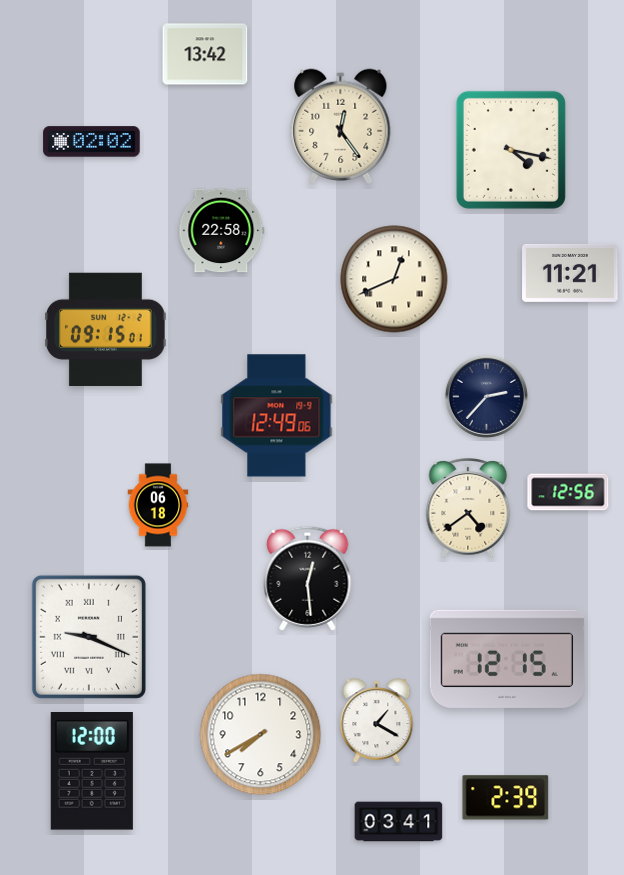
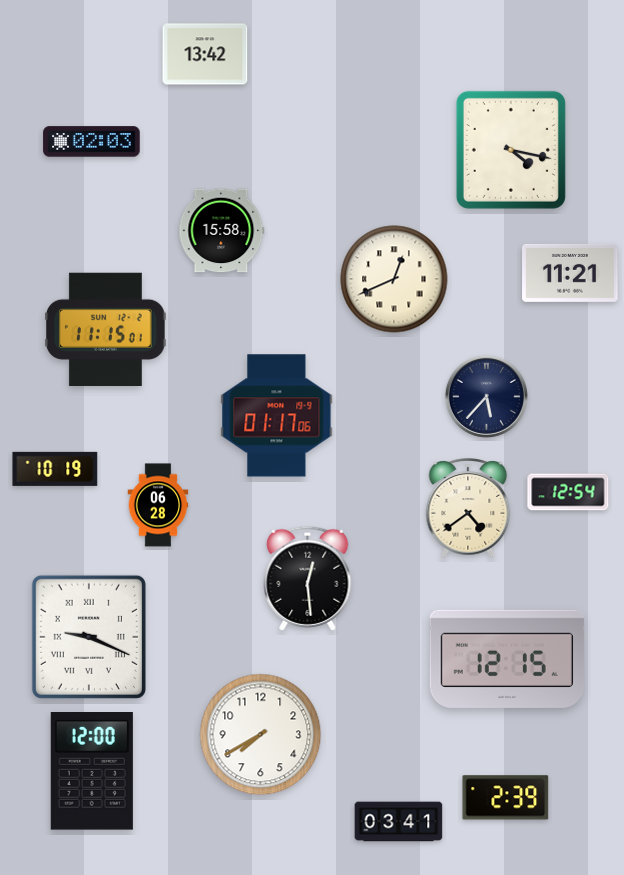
clock at (341, 126): 12:24 -> none
clock at (92, 142): 02:02 -> 02:03
clock at (222, 231): 22:58 -> 15:58
clock at (106, 330): 09:15 -> 11:15
clock at (486, 396): 2:37 -> 5:37
clock at (277, 416): 12:49 -> 01:17
clock at (55, 469): none -> 10:19
clock at (568, 492): 12:56 -> 12:54
clock at (158, 505): 06:18 -> 06:28
clock at (377, 720): 1:20 -> none
